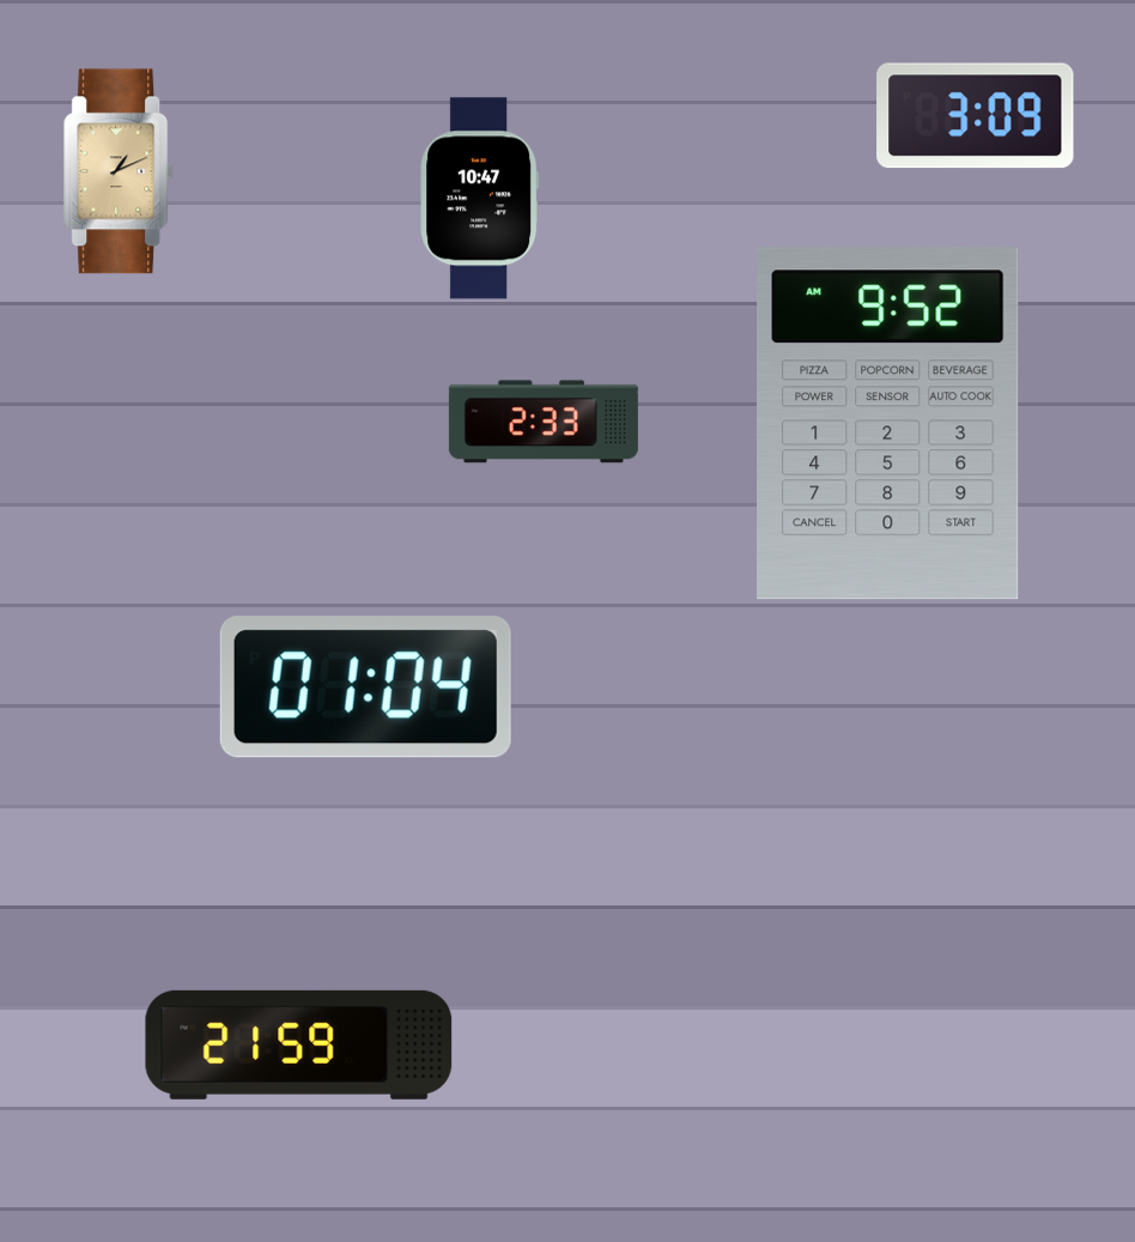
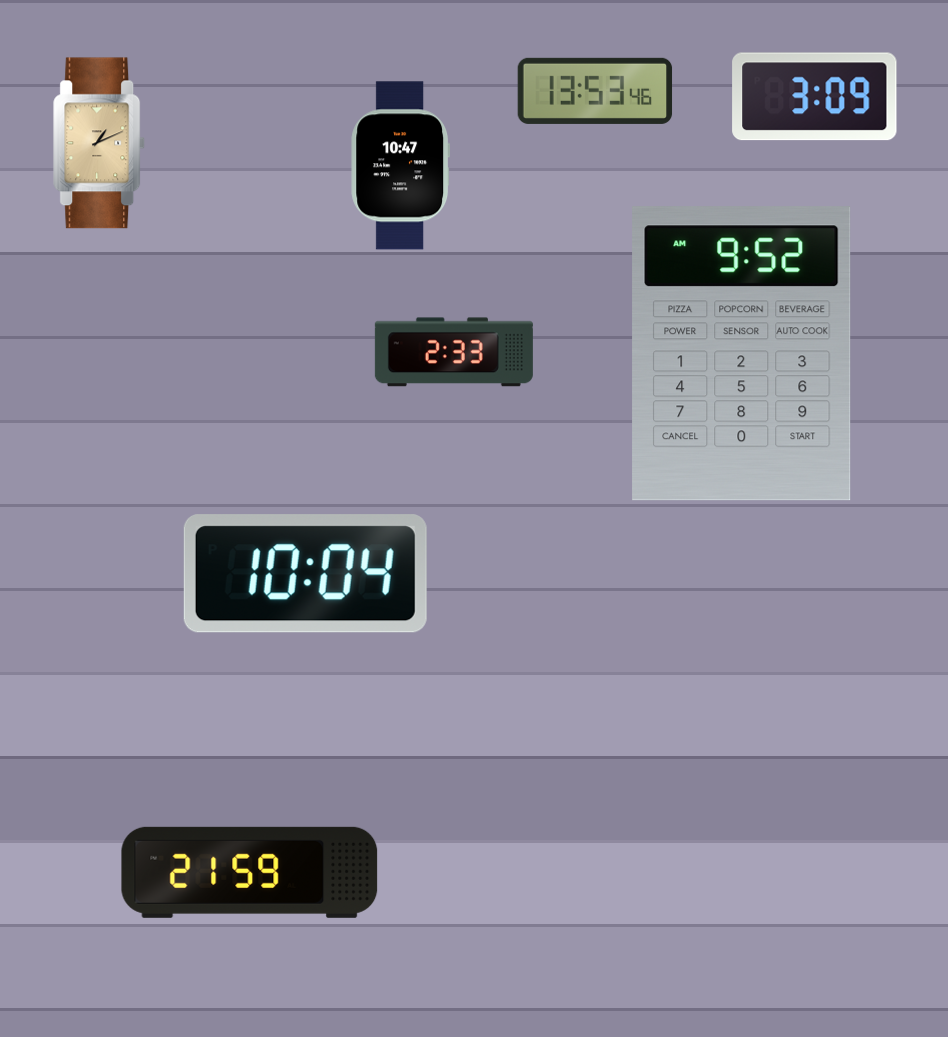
clock at (595, 91): none -> 13:53
clock at (365, 687): 01:04 -> 10:04
